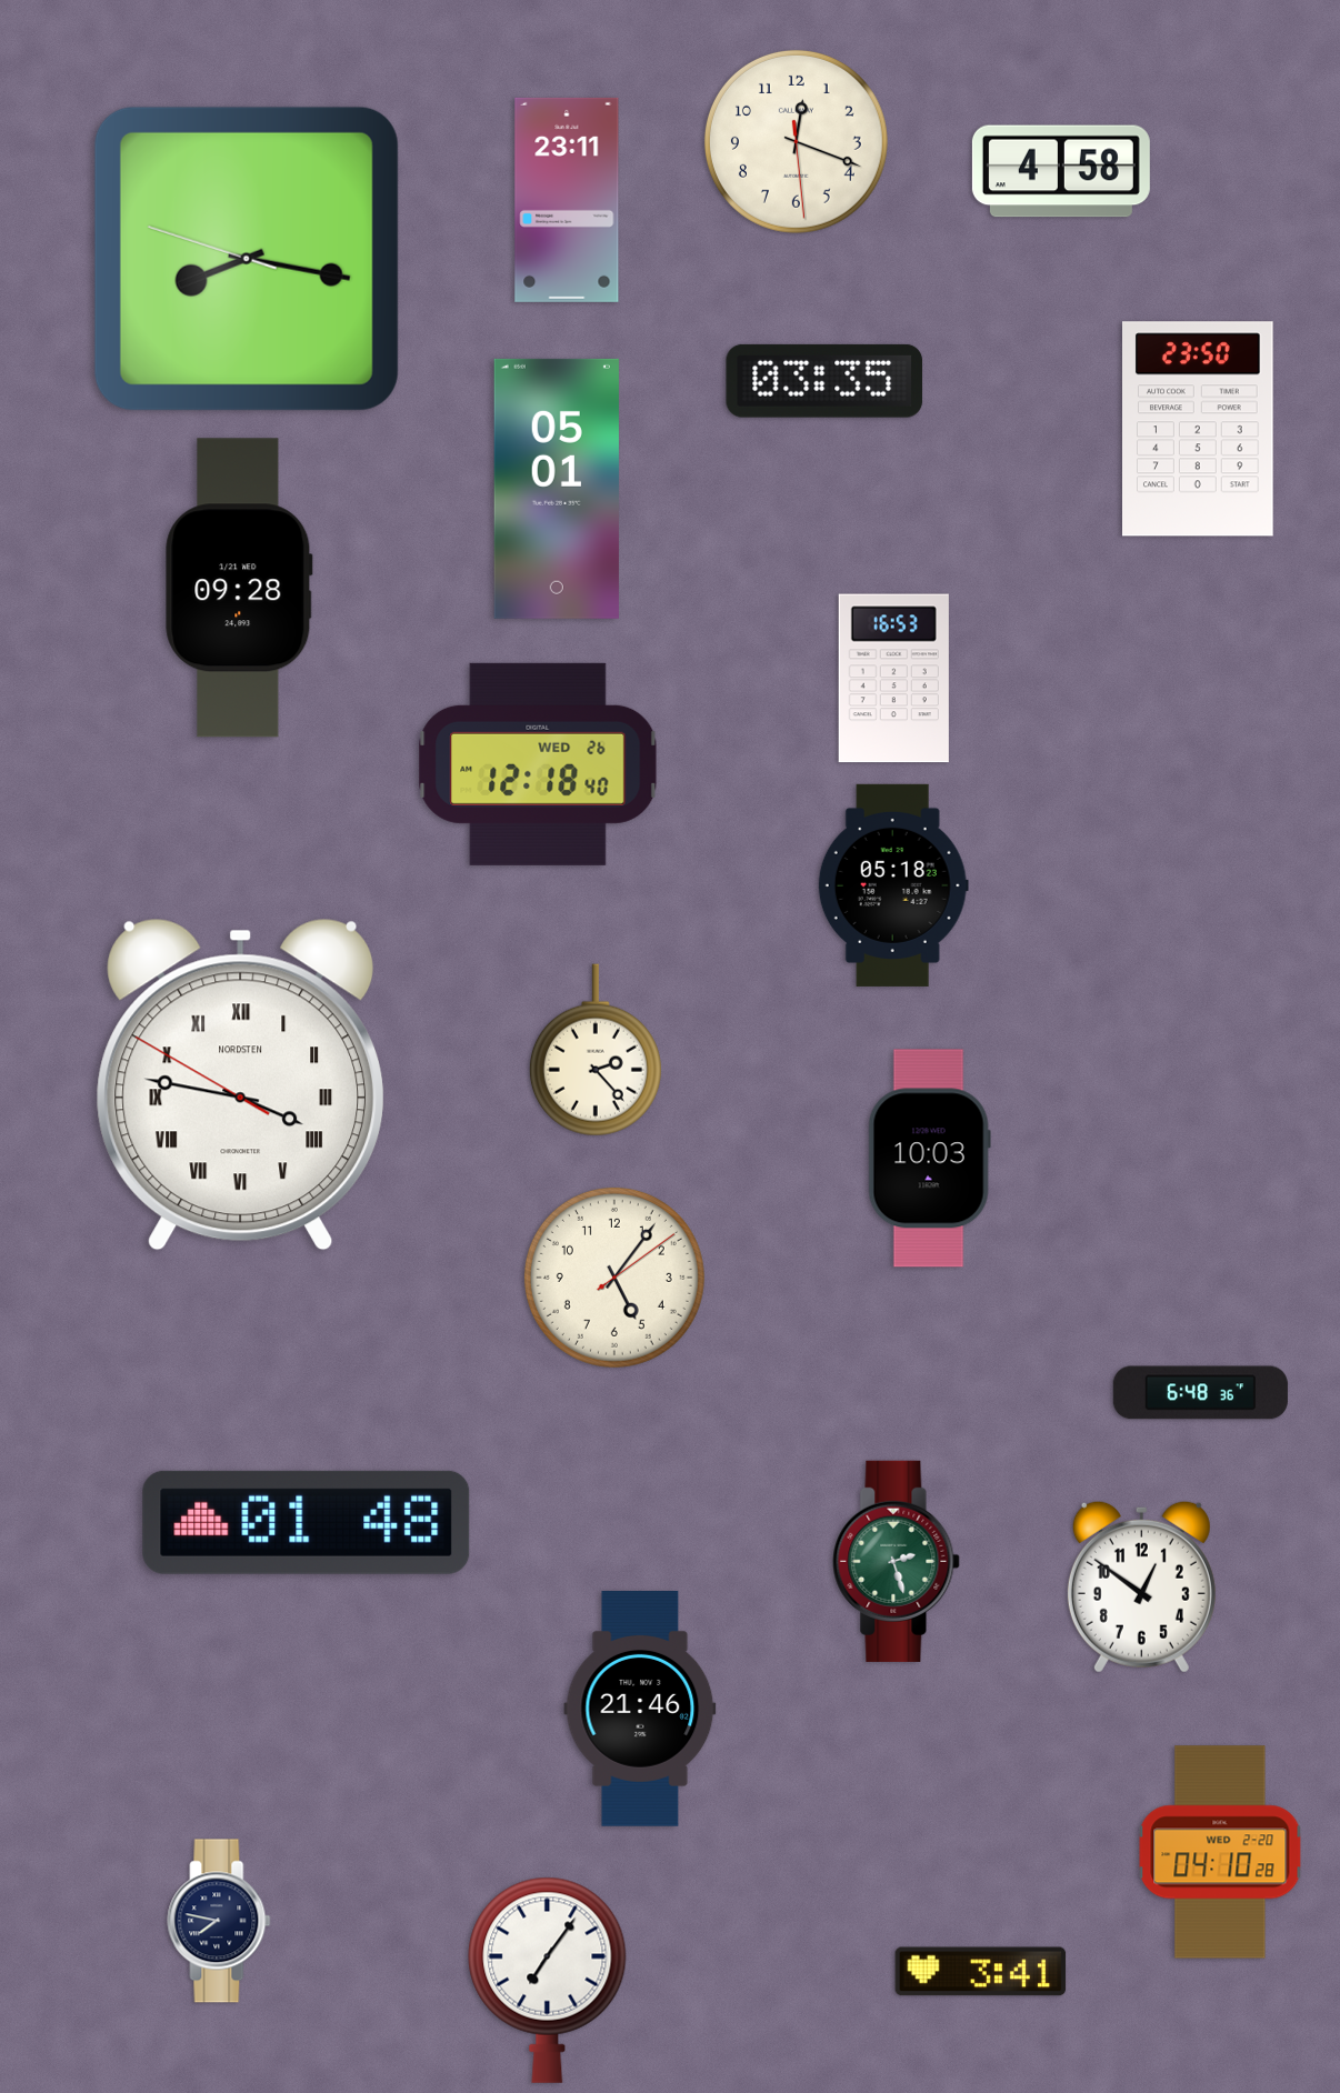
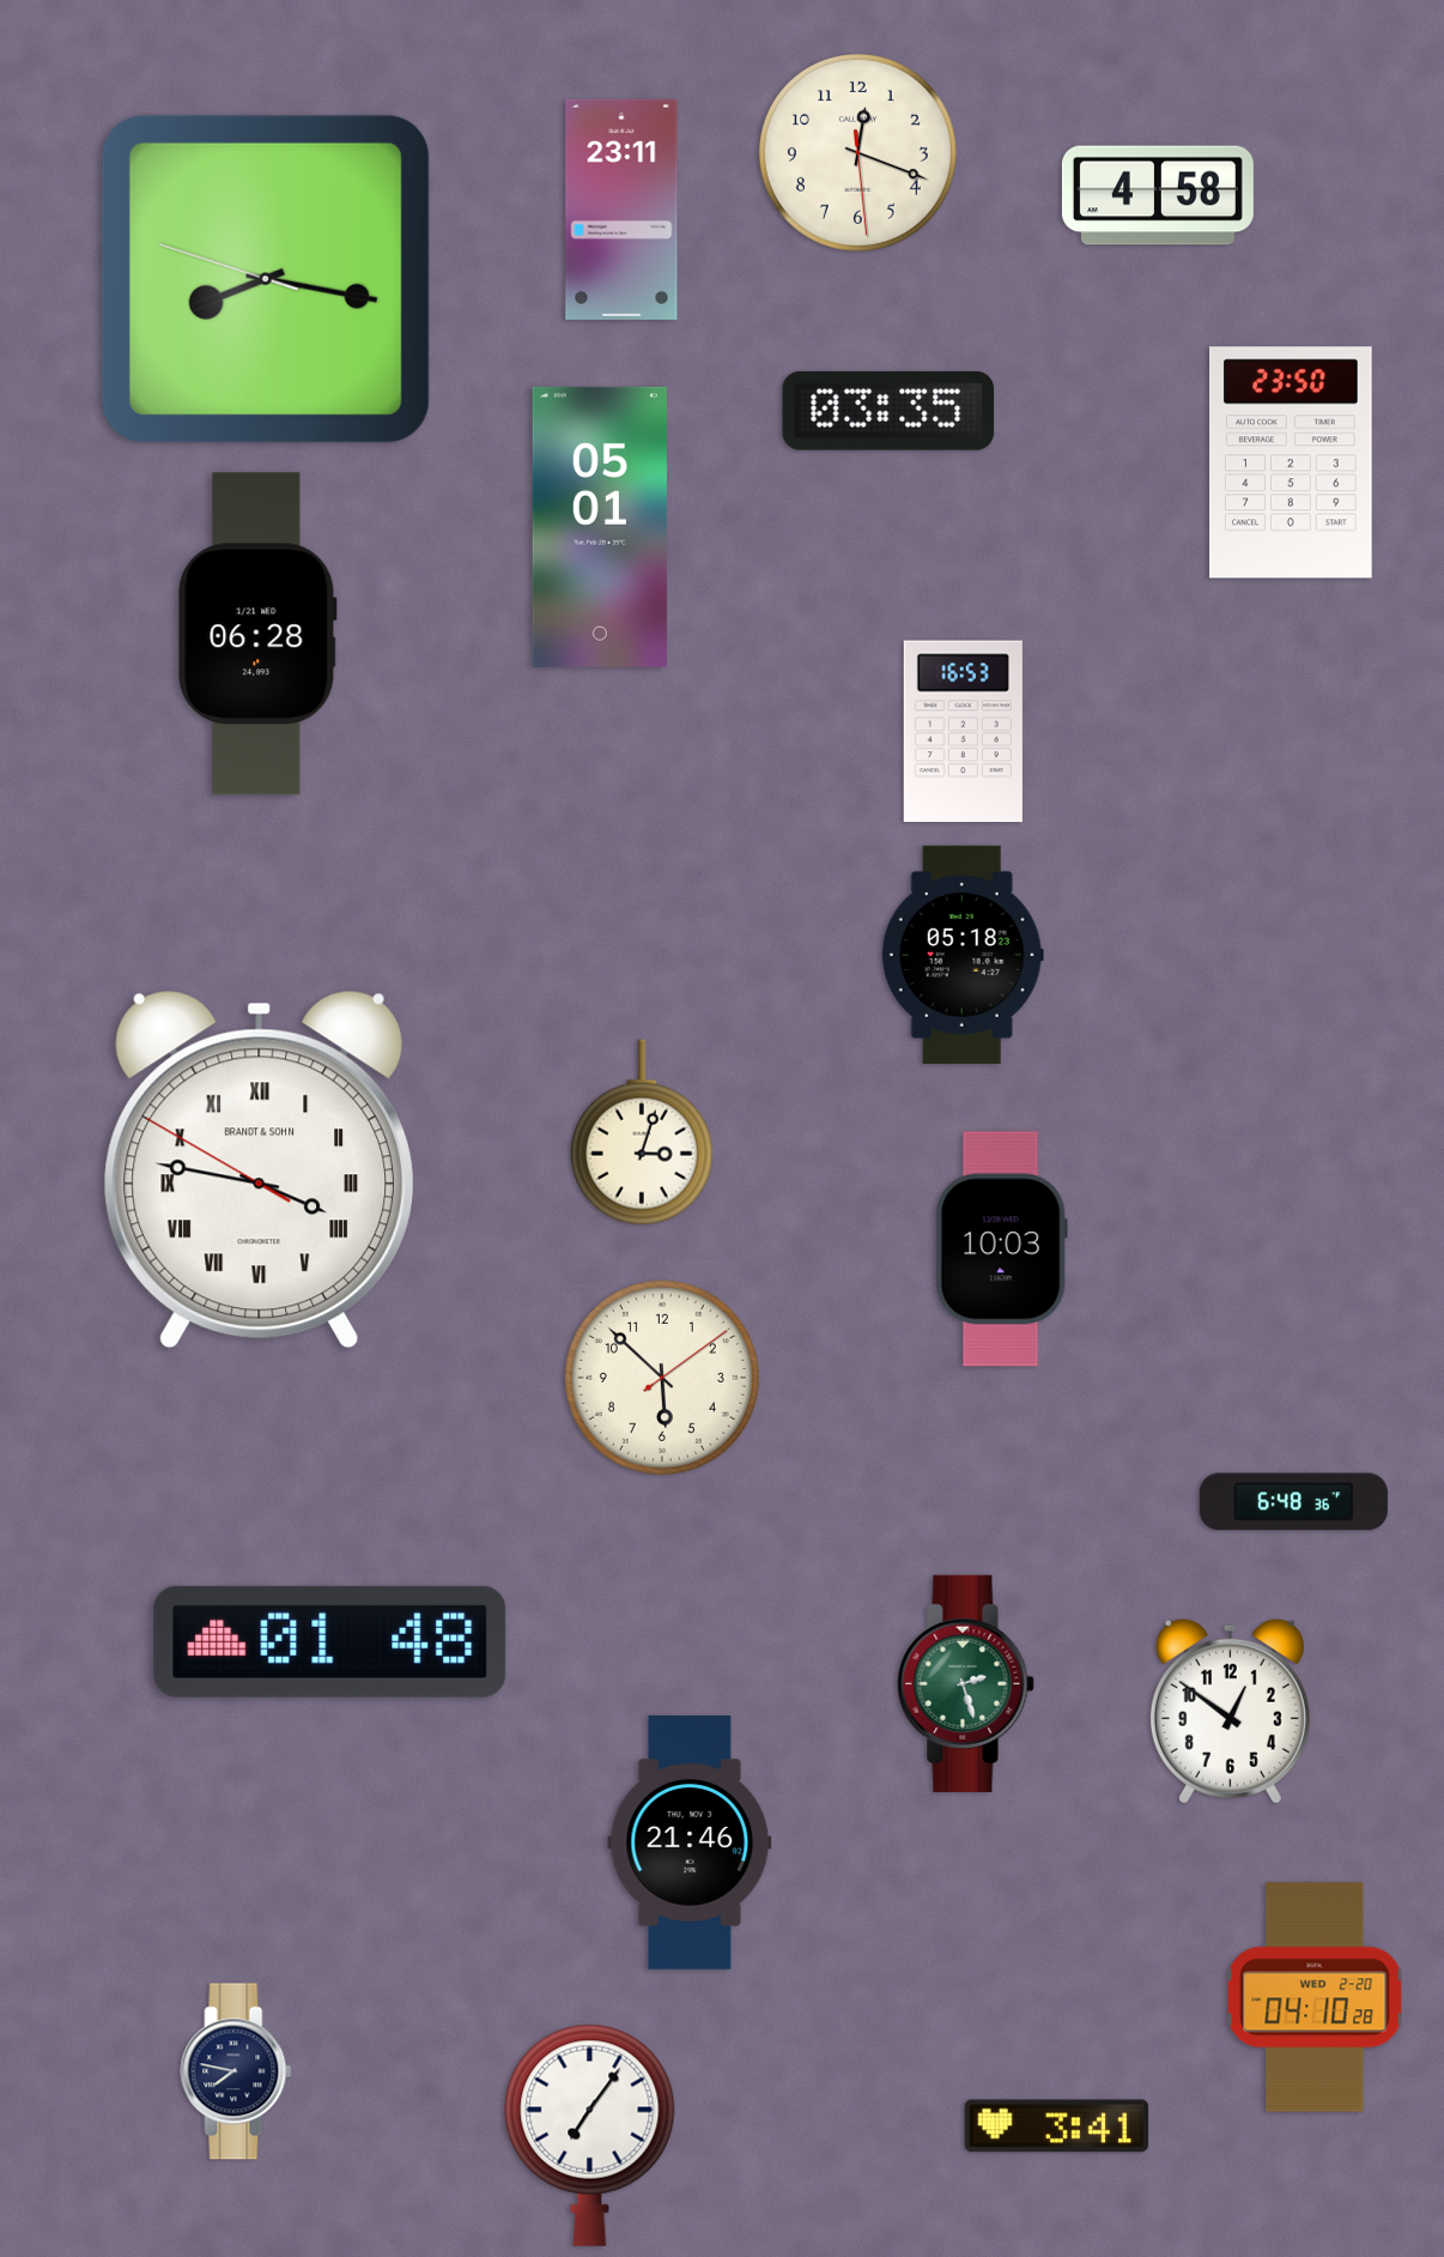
clock at (1061, 171) position: (1061, 171) -> (1158, 195)
clock at (567, 200) position: (567, 200) -> (621, 210)
clock at (239, 588): 09:28 -> 06:28
clock at (538, 764): 12:18 -> none
clock at (596, 1050): 2:23 -> 3:03
clock at (241, 1084) brand: NORDSTEN -> BRANDT & SOHN
clock at (614, 1278): 5:06 -> 5:52
